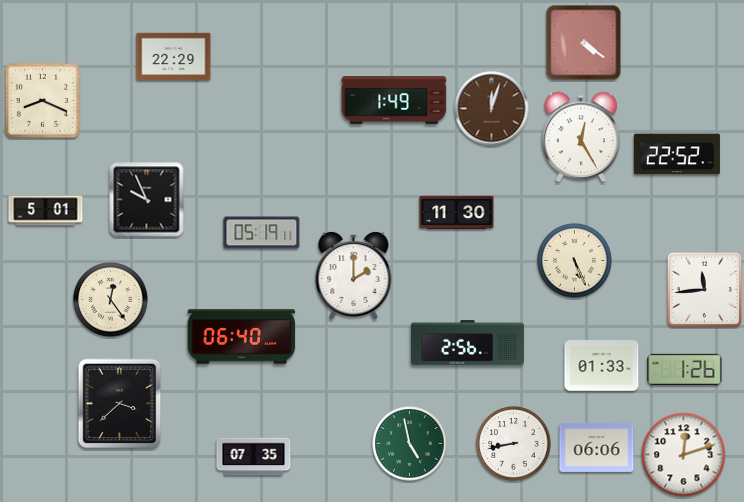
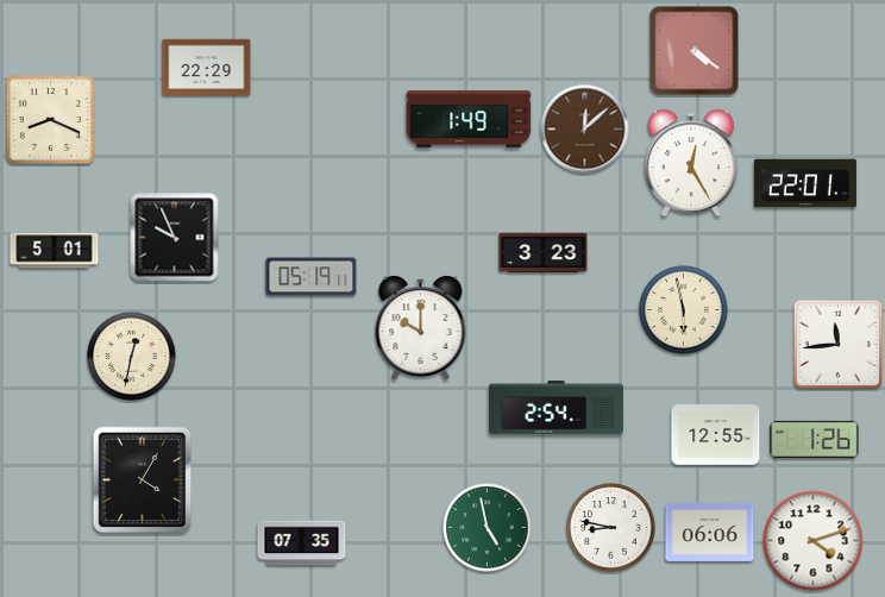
clock at (492, 109): 12:03 -> 12:08
clock at (677, 154): 22:52 -> 22:01
clock at (457, 213): 11:30 -> 3:23
clock at (575, 261): 5:26 -> 5:58
clock at (354, 275): 2:00 -> 10:00
clock at (111, 300): 12:24 -> 12:32
clock at (242, 337): 06:40 -> none
clock at (467, 343): 2:56 -> 2:54
clock at (602, 366): 01:33 -> 12:55
clock at (120, 404): 3:38 -> 4:05
clock at (514, 444): 8:43 -> 8:47
clock at (684, 455): 12:12 -> 4:12
